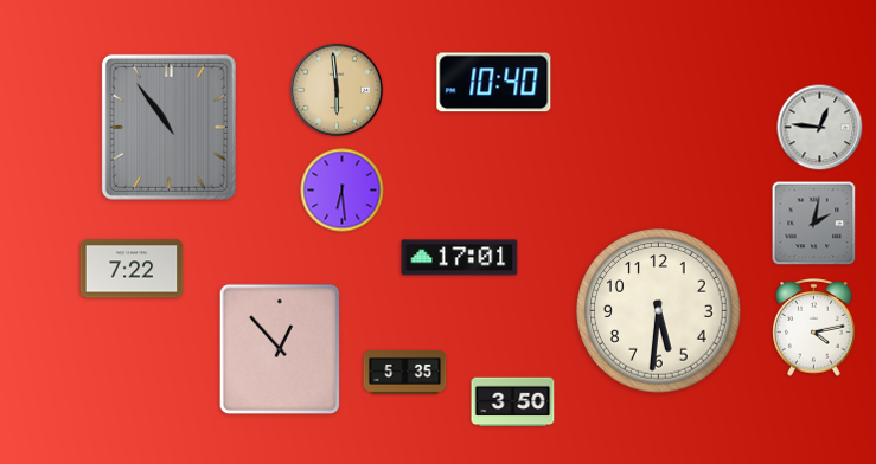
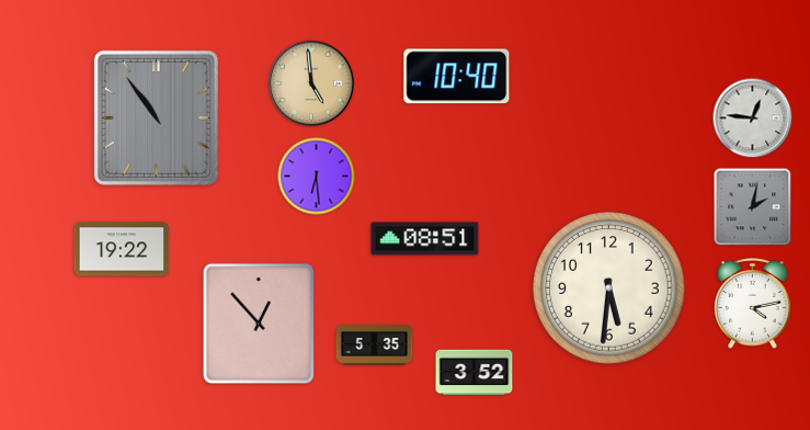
clock at (337, 90): 5:59 -> 4:59
clock at (820, 128) position: (820, 128) -> (753, 118)
clock at (460, 258): 17:01 -> 08:51
clock at (132, 269): 7:22 -> 19:22
clock at (513, 402): 3:50 -> 3:52
